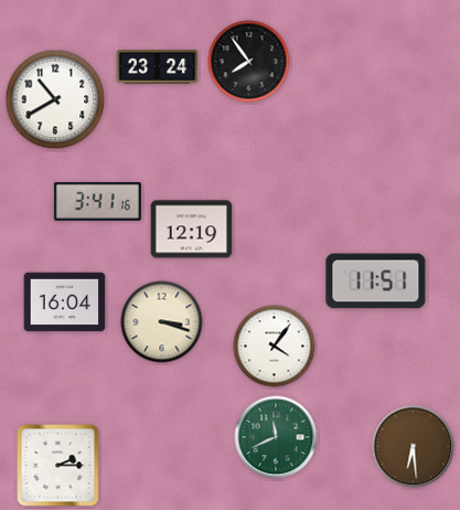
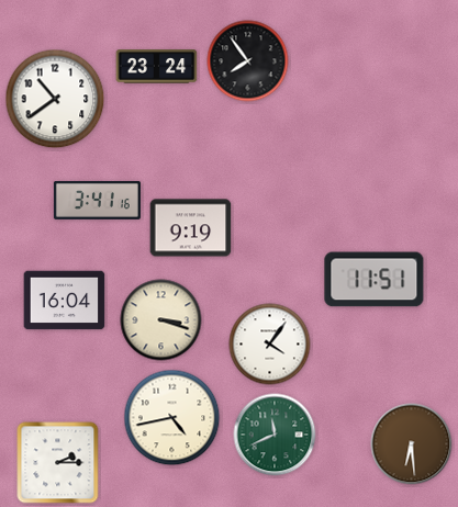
clock at (55, 99): 10:40 -> 10:39
clock at (192, 230): 12:19 -> 9:19
clock at (275, 347) position: (275, 347) -> (270, 345)
clock at (172, 418): none -> 4:43
